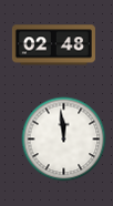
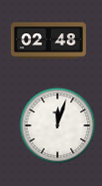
clock at (64, 140): 11:59 -> 12:03
